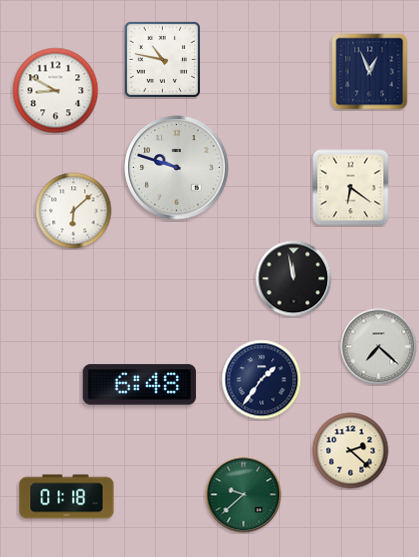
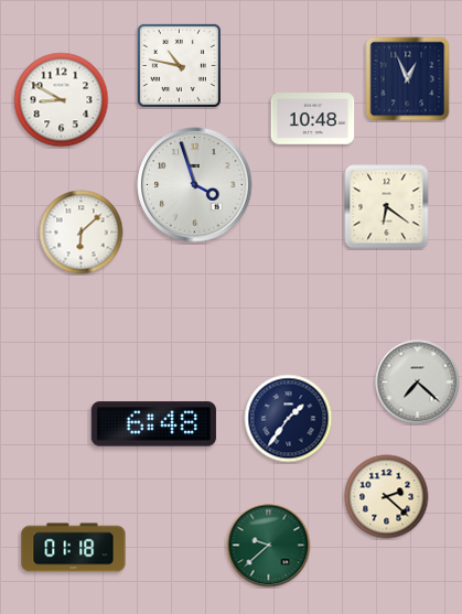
clock at (313, 119): none -> 10:48
clock at (177, 168): 9:48 -> 3:57
clock at (294, 279): 11:58 -> none
